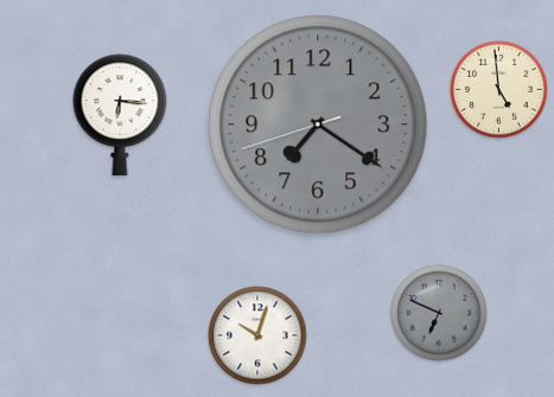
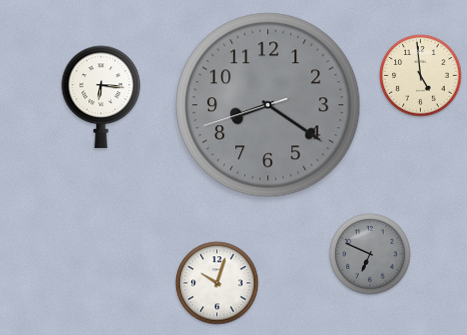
clock at (318, 124): 7:20 -> 8:20
clock at (439, 313) position: (439, 313) -> (370, 254)
